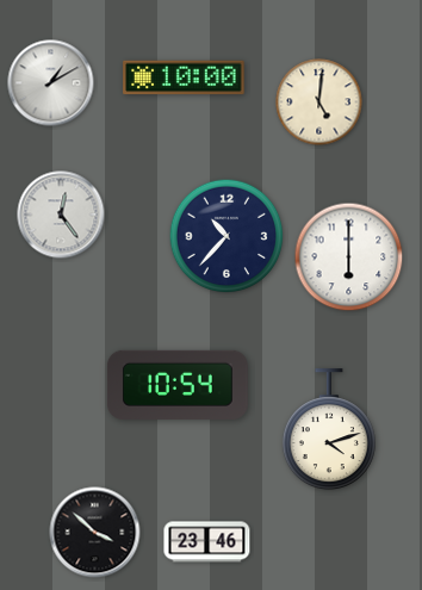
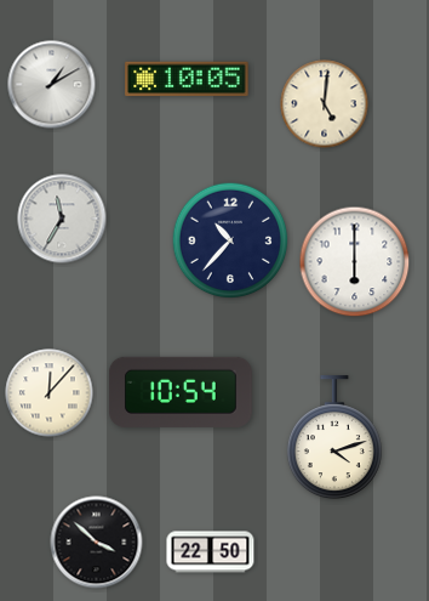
clock at (184, 77): 10:00 -> 10:05
clock at (61, 215): 12:24 -> 11:35
clock at (50, 393): none -> 12:07
clock at (207, 542): 23:46 -> 22:50
